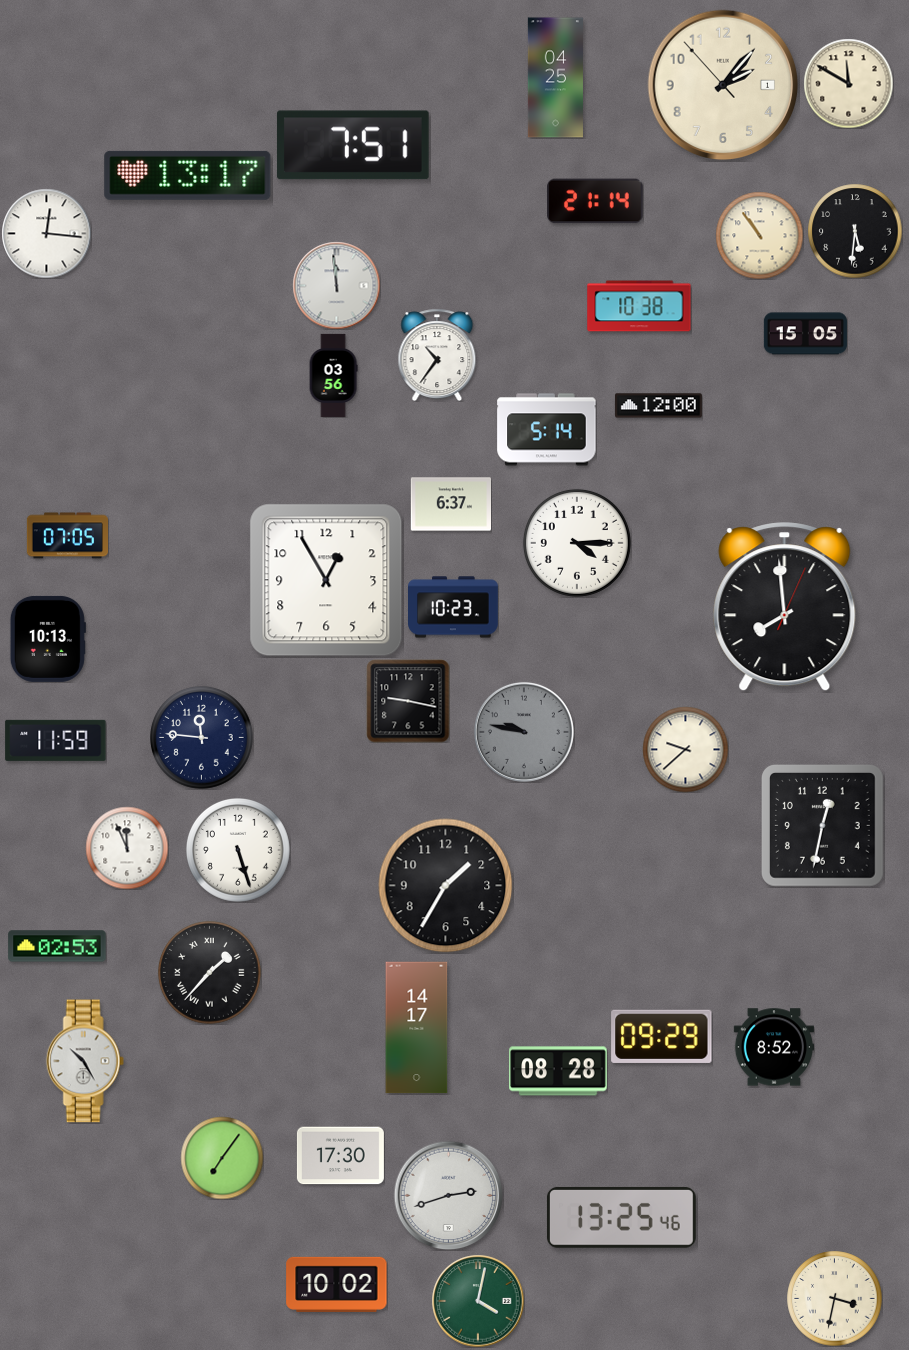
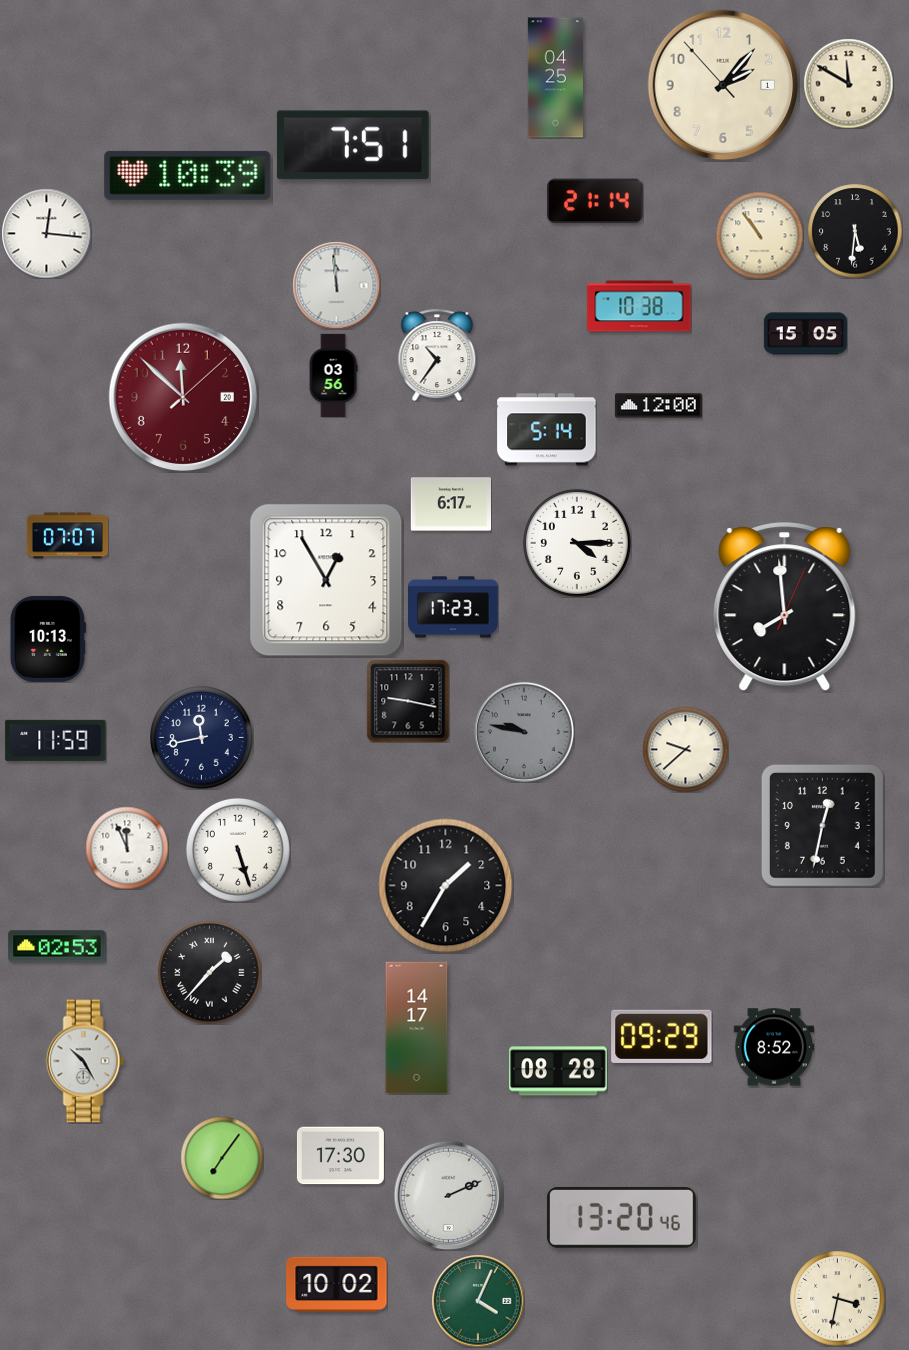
clock at (188, 175): 13:17 -> 10:39
clock at (182, 396): none -> 11:52
clock at (450, 504): 6:37 -> 6:17
clock at (67, 536): 07:05 -> 07:07
clock at (454, 607): 10:23 -> 17:23
clock at (202, 738): 11:46 -> 11:43
clock at (448, 1195): 2:42 -> 2:11
clock at (621, 1217): 13:25 -> 13:20
clock at (834, 1298) position: (834, 1298) -> (837, 1298)
clock at (478, 1301): 4:02 -> 4:04
